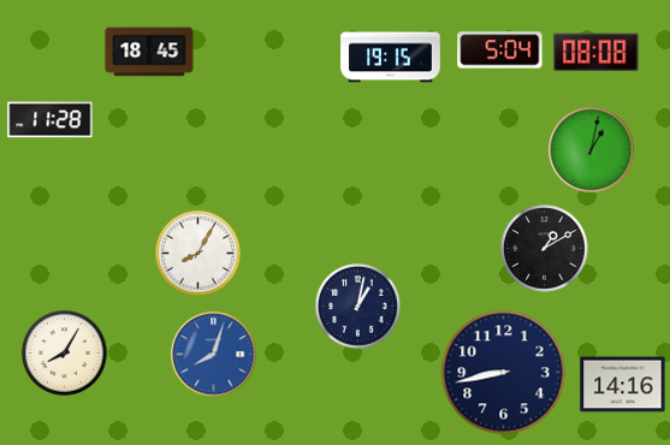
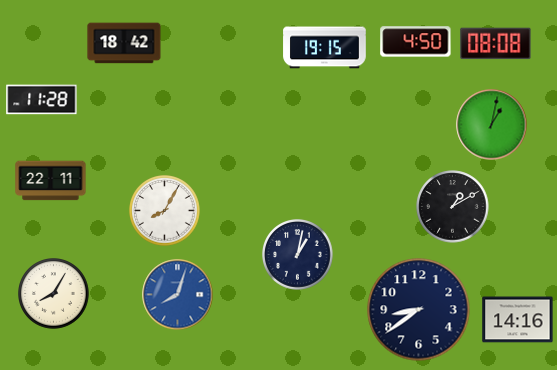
clock at (500, 51): 5:04 -> 4:50
clock at (149, 52): 18:45 -> 18:42
clock at (51, 181): none -> 22:11
clock at (504, 373): 8:43 -> 8:39
